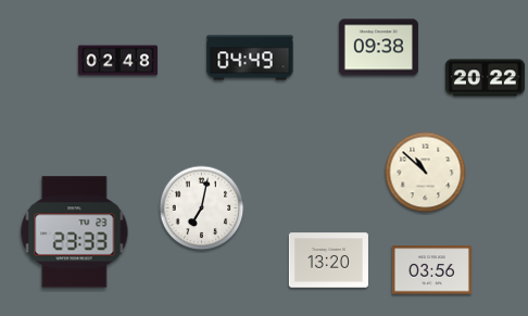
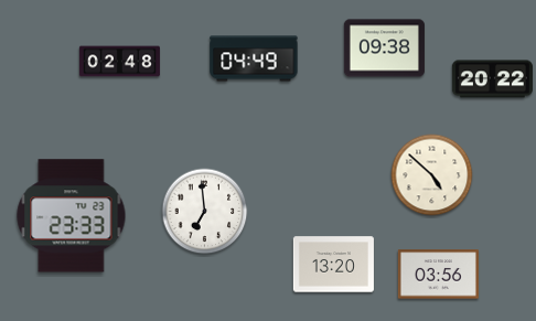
clock at (426, 173): 10:52 -> 4:52
clock at (202, 208): 7:02 -> 6:59
clock at (75, 232) position: (75, 232) -> (72, 216)
